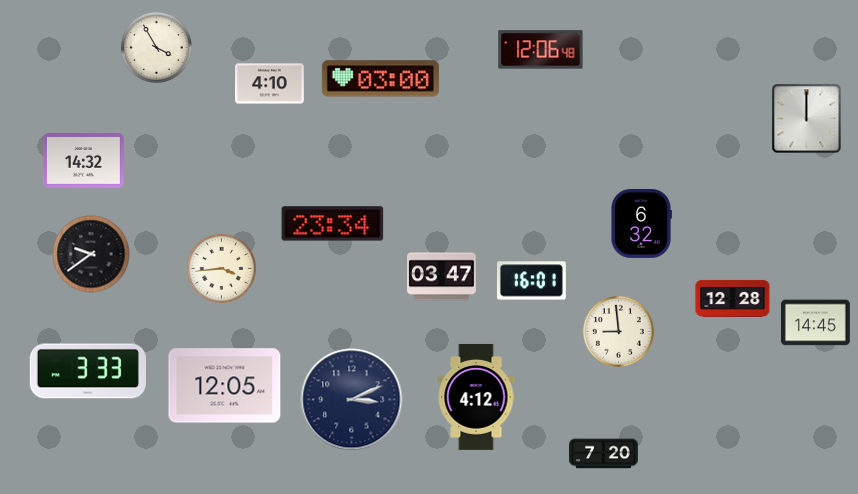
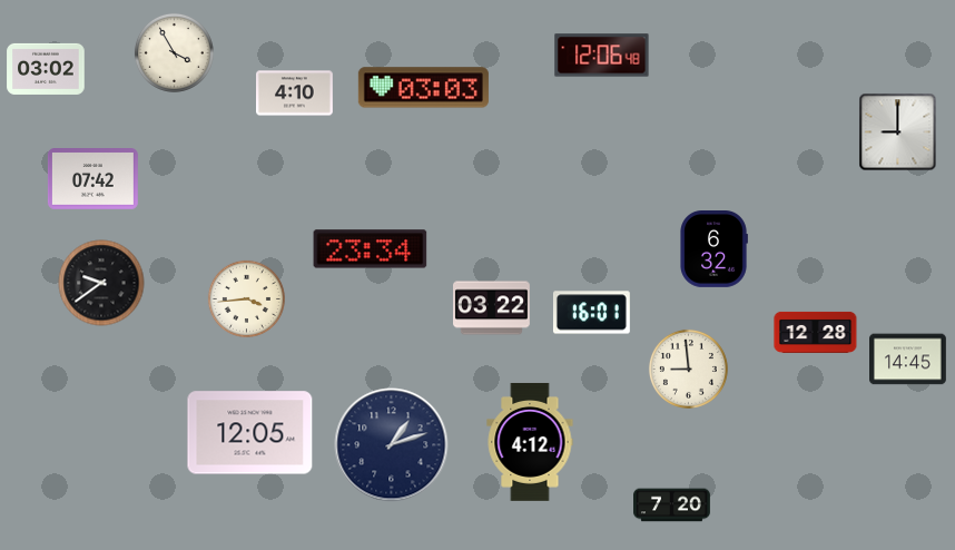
clock at (46, 69): none -> 03:02
clock at (380, 79): 03:00 -> 03:03
clock at (270, 84) position: (270, 84) -> (295, 94)
clock at (807, 119): 12:00 -> 9:00
clock at (83, 161): 14:32 -> 07:42
clock at (442, 277): 03:47 -> 03:22
clock at (88, 371): 3:33 -> none
clock at (225, 386) position: (225, 386) -> (250, 433)
clock at (352, 400): 3:11 -> 1:12
